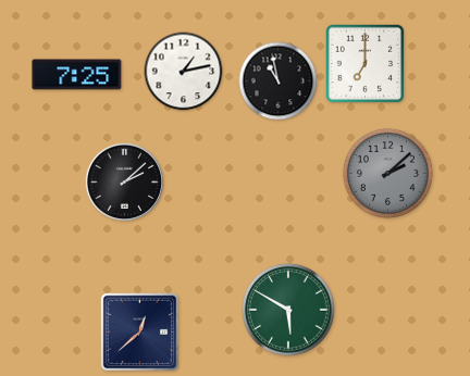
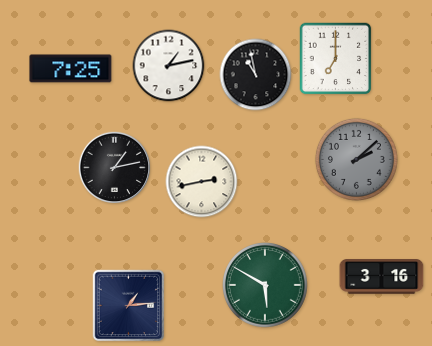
clock at (125, 183): 2:08 -> 1:13
clock at (202, 182): none -> 2:43
clock at (382, 277): none -> 3:16
clock at (140, 333): 12:38 -> 1:14
